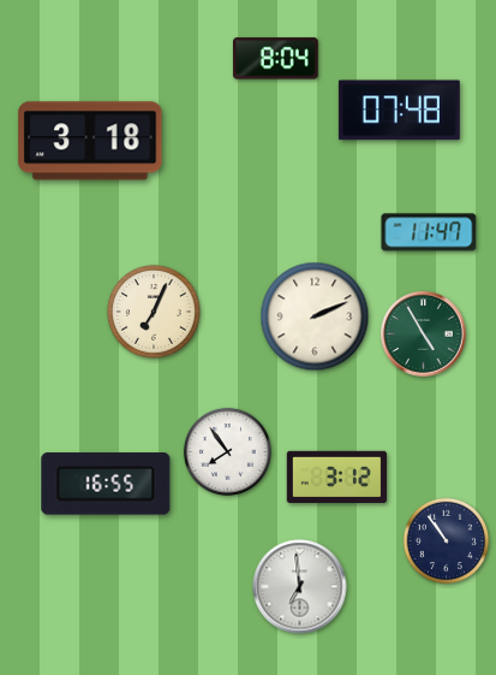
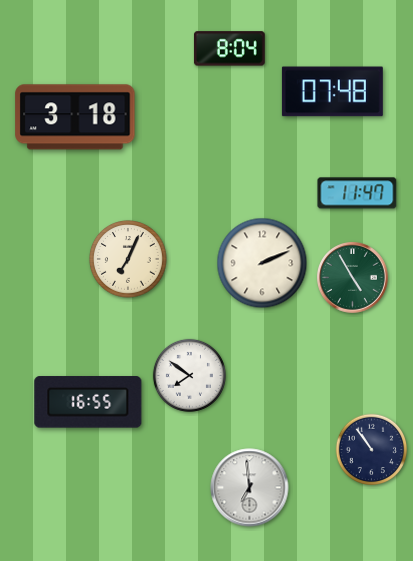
clock at (227, 451): 7:54 -> 7:51
clock at (336, 476): 3:12 -> none
